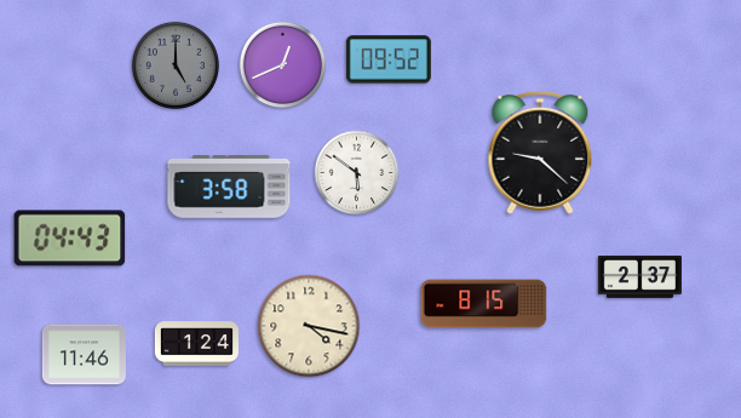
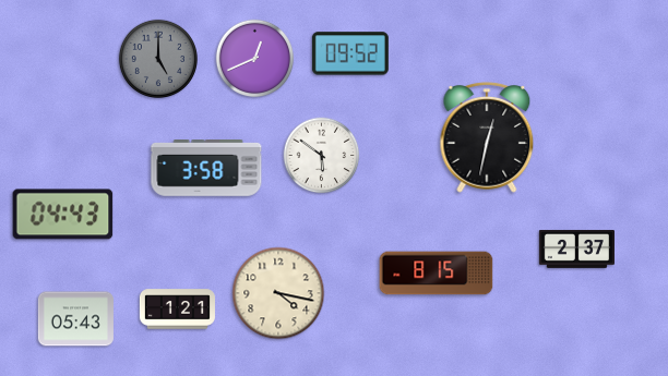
clock at (540, 154): 9:22 -> 12:32
clock at (196, 344): 1:24 -> 1:21
clock at (84, 355): 11:46 -> 05:43
